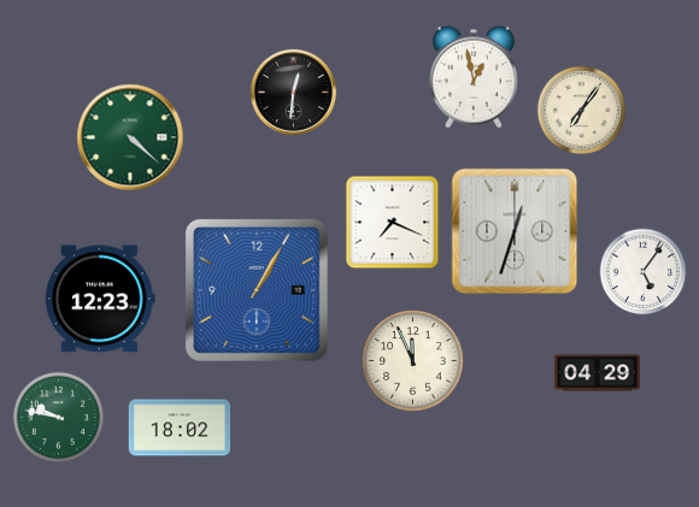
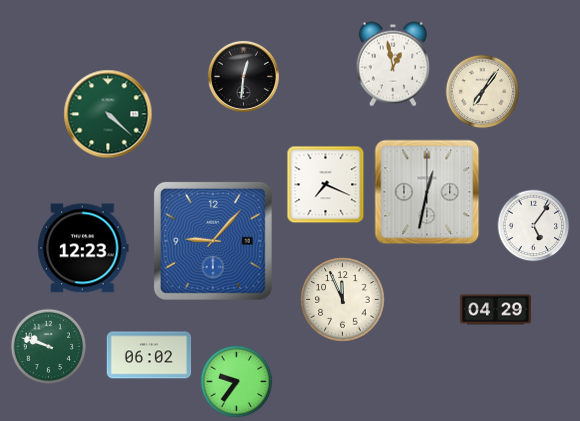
clock at (515, 231): 12:33 -> 12:32
clock at (257, 290): 1:05 -> 9:07
clock at (58, 417): 9:47 -> 9:48
clock at (180, 428): 18:02 -> 06:02
clock at (237, 382): none -> 9:36
